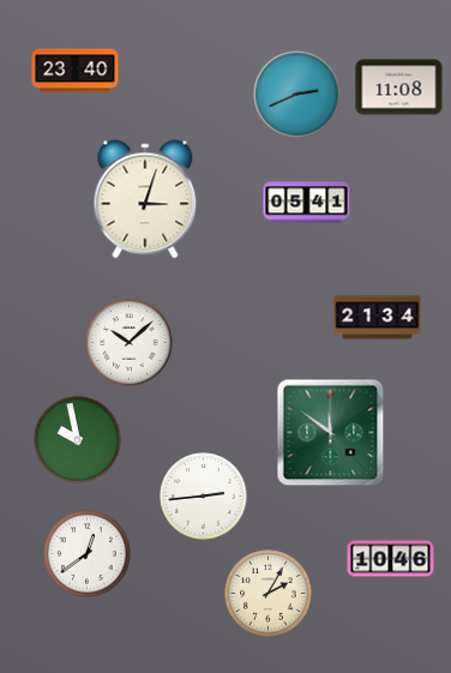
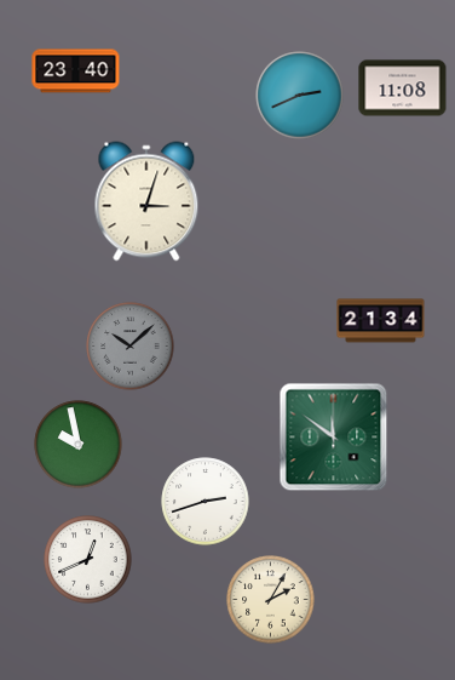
clock at (307, 203): 05:41 -> none
clock at (130, 343) dial: white -> grey
clock at (204, 497): 2:44 -> 2:42
clock at (88, 554): 12:39 -> 12:41
clock at (391, 559): 10:46 -> none
